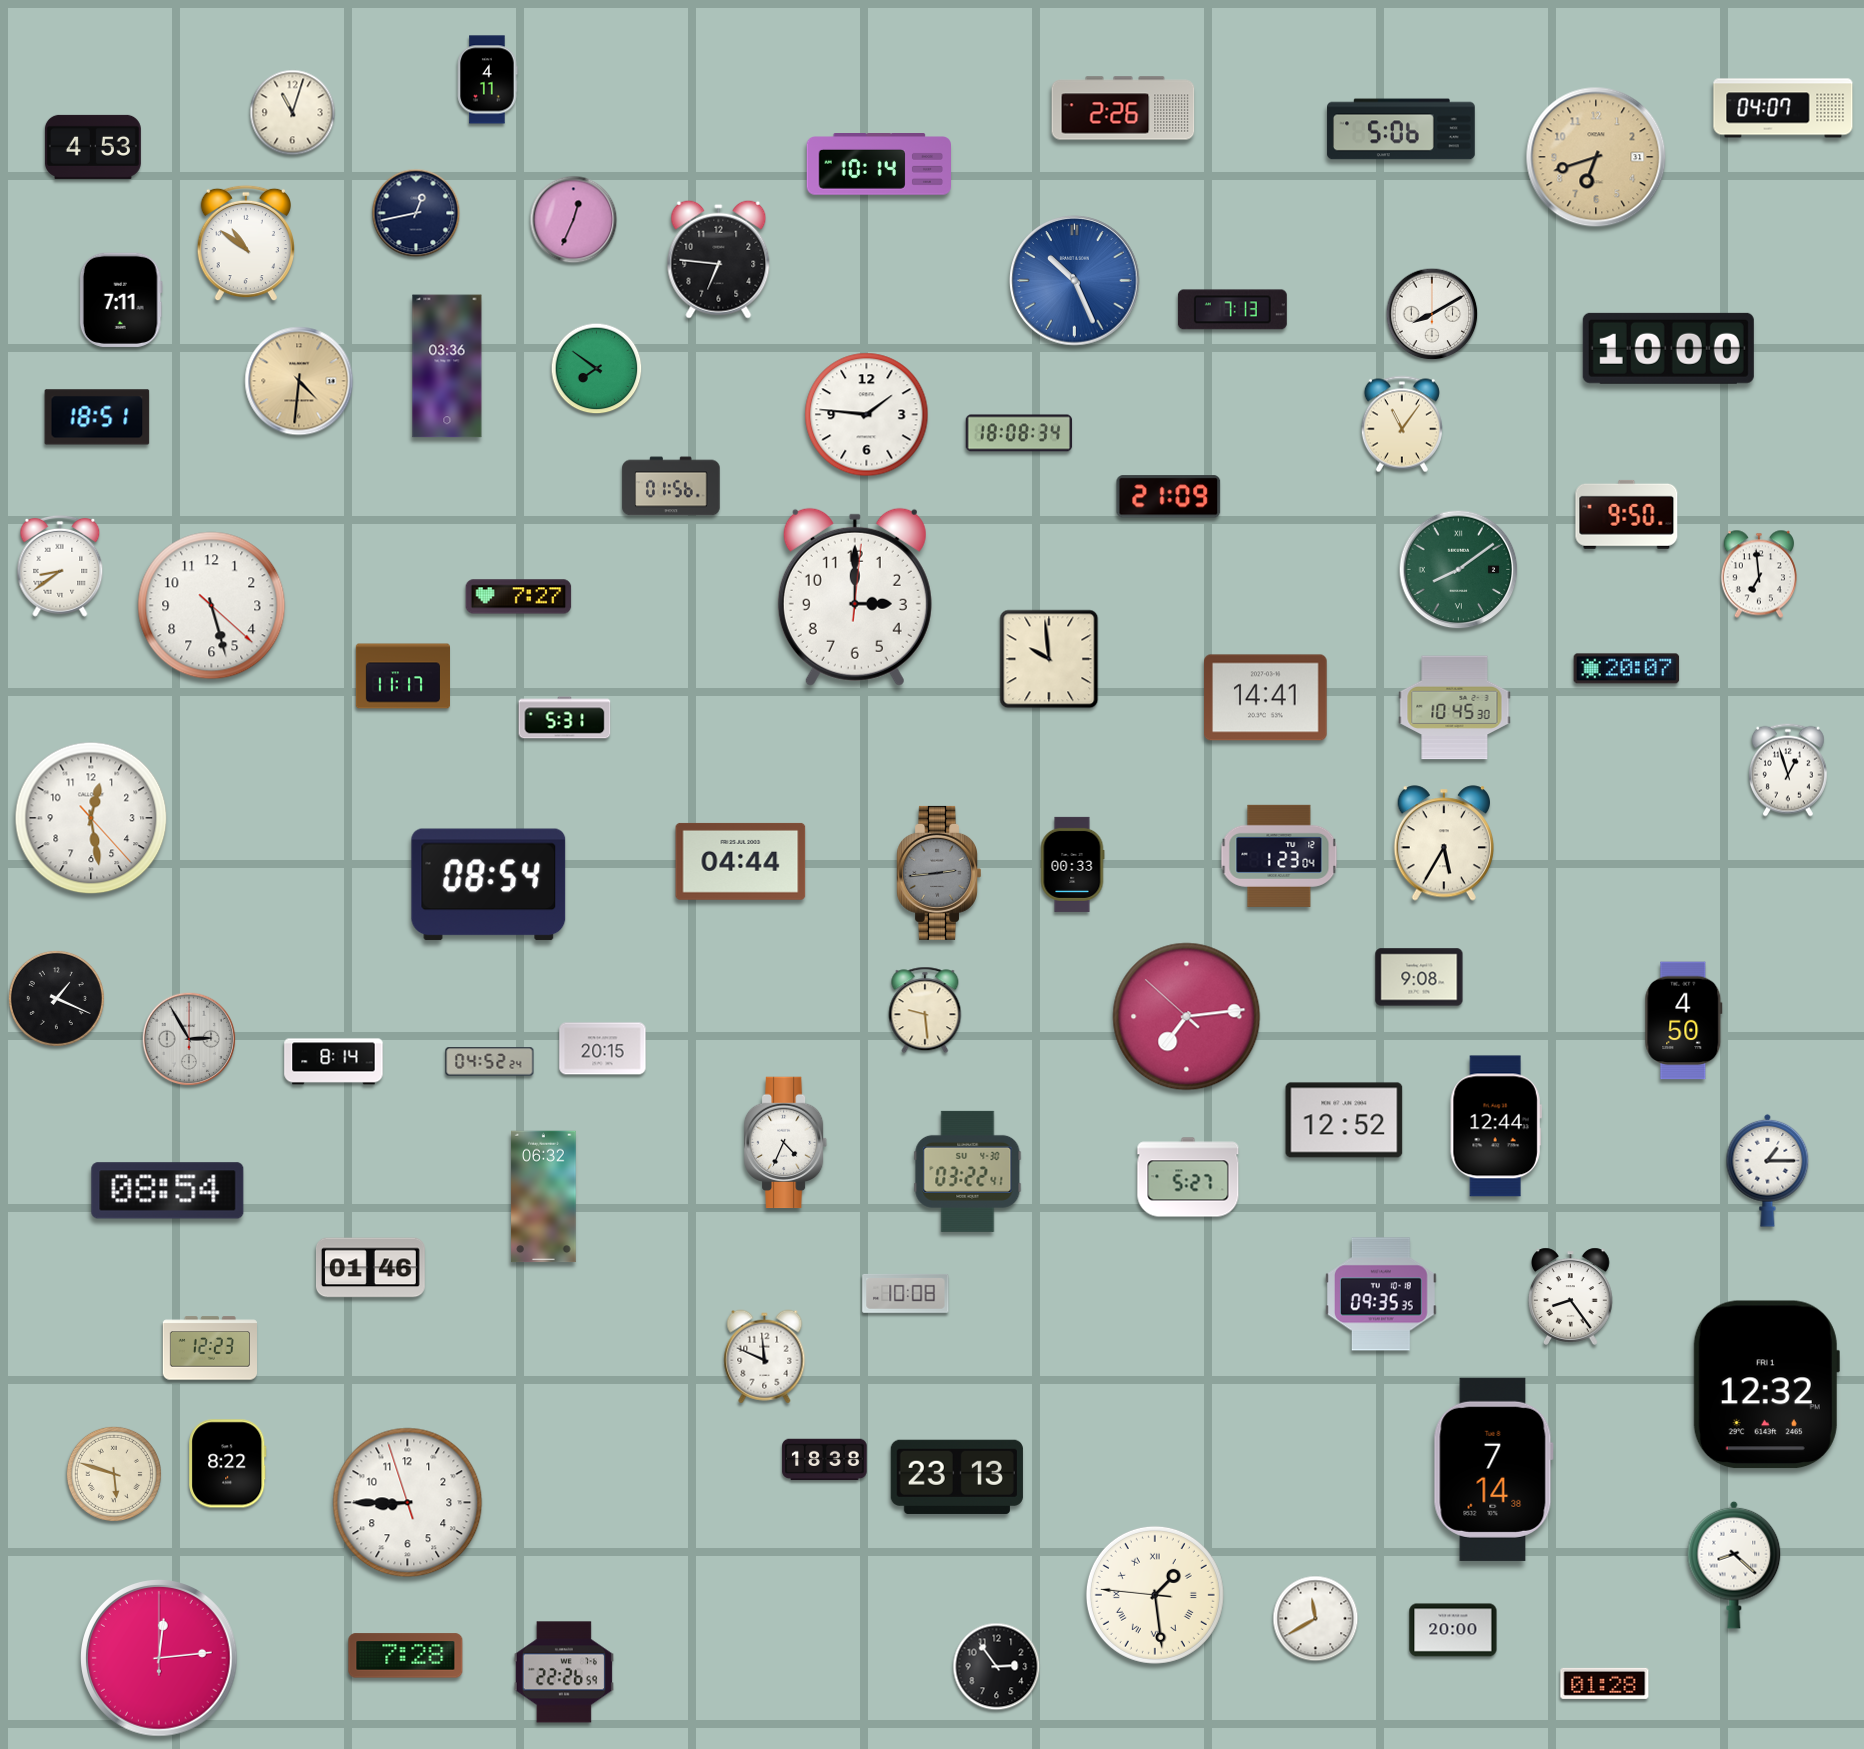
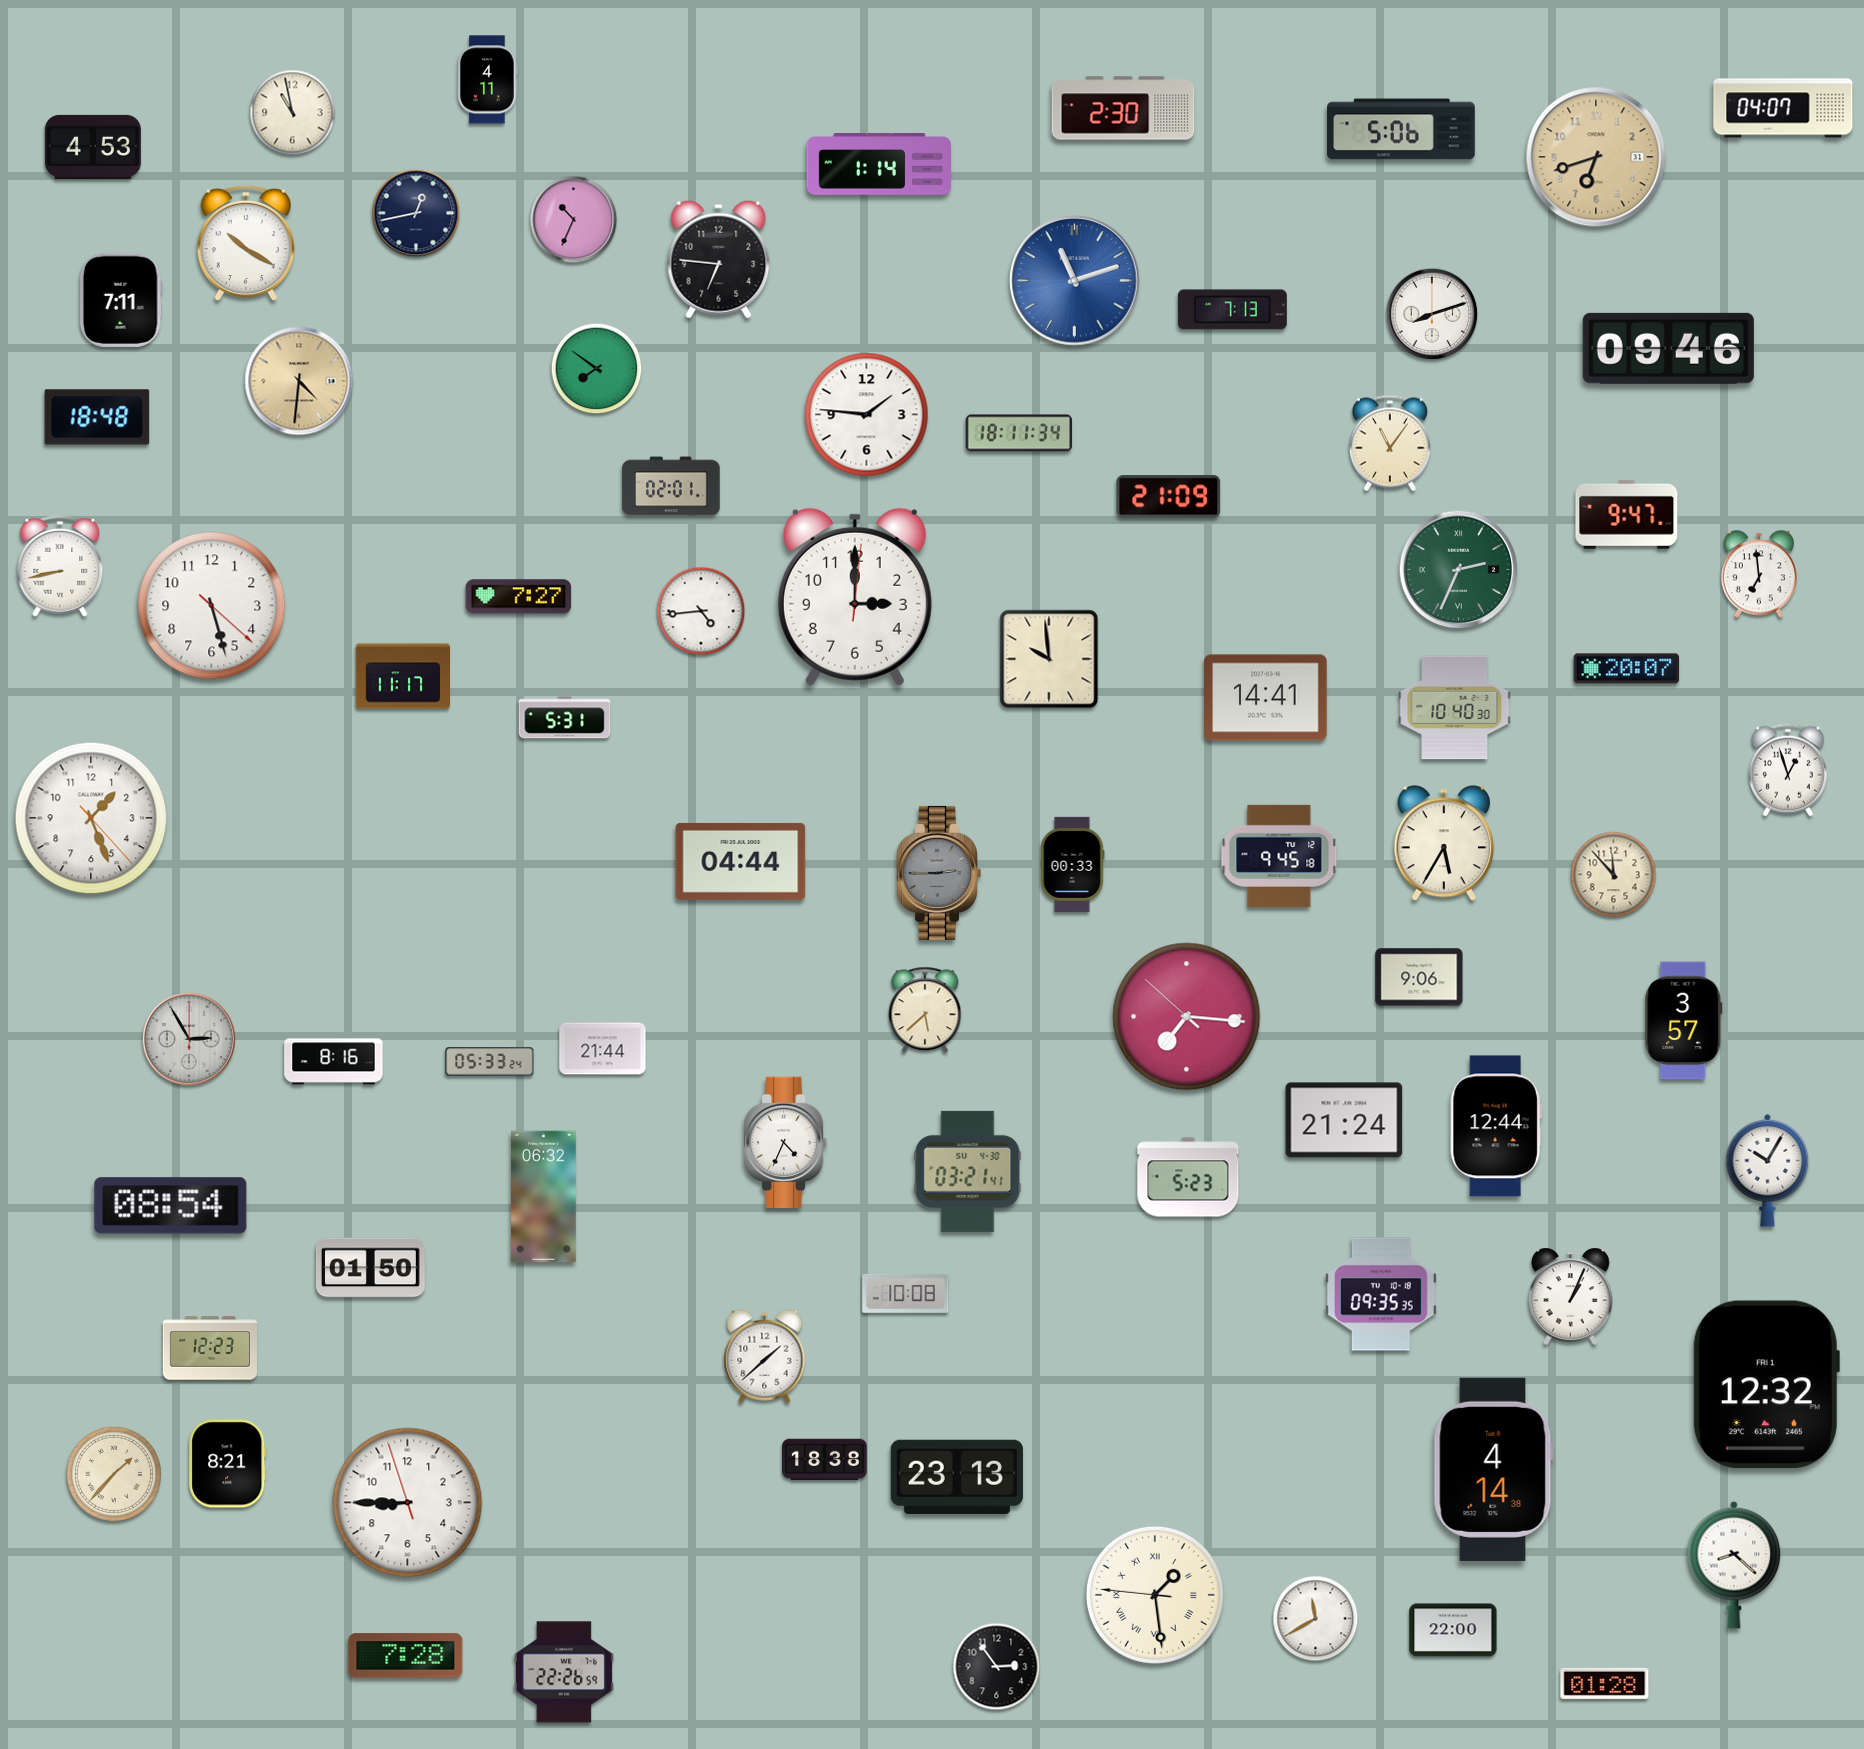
clock at (1123, 108): 2:26 -> 2:30
clock at (293, 113): 11:03 -> 10:58
clock at (878, 165): 10:14 -> 1:14
clock at (574, 220): 12:34 -> 10:34
clock at (246, 243): 10:51 -> 10:20
clock at (1075, 281): 10:26 -> 11:12
clock at (1432, 314): 8:10 -> 8:12
clock at (1668, 348): 10:00 -> 09:46
clock at (447, 366): 03:36 -> none
clock at (97, 417): 18:51 -> 18:48
clock at (1402, 424) position: (1402, 424) -> (1390, 443)
clock at (1019, 433): 18:08 -> 18:11
clock at (671, 486): 01:56 -> 02:01
clock at (1627, 514): 9:50 -> 9:47
clock at (60, 566): 8:39 -> 8:43
clock at (1459, 570): 8:09 -> 2:34
clock at (701, 611): none -> 4:44
clock at (1455, 708): 10:45 -> 10:40
clock at (91, 818): 12:28 -> 1:26
clock at (1279, 856): 1:23 -> 9:45
clock at (938, 873): 2:44 -> 2:45
clock at (1614, 875): none -> 11:53
clock at (489, 885): 08:54 -> none
clock at (1419, 977): 9:08 -> 9:06
clock at (56, 998): 1:19 -> none
clock at (925, 1010): 9:29 -> 5:38
clock at (1187, 1017): 7:13 -> 7:15
clock at (1684, 1021): 4:50 -> 3:57
clock at (603, 1049): 20:15 -> 21:44
clock at (334, 1062): 8:14 -> 8:16
clock at (490, 1062): 04:52 -> 05:33
clock at (1344, 1120): 12:52 -> 21:24
clock at (1768, 1170): 1:15 -> 10:05
clock at (968, 1171): 03:22 -> 03:21
clock at (1188, 1177): 5:27 -> 5:23
clock at (168, 1191) position: (168, 1191) -> (171, 1206)
clock at (370, 1268): 01:46 -> 01:50
clock at (1570, 1296): 8:24 -> 1:04
clock at (765, 1357): 11:49 -> 1:38
clock at (228, 1464): 8:22 -> 8:21
clock at (1493, 1469): 7:14 -> 4:14
clock at (114, 1474): 5:48 -> 1:37
clock at (1453, 1630): 20:00 -> 22:00
clock at (160, 1659): 12:14 -> none
